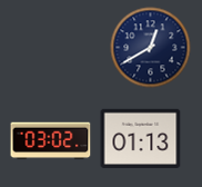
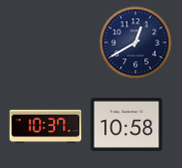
clock at (141, 138): 01:13 -> 10:58
clock at (51, 141): 03:02 -> 10:37
